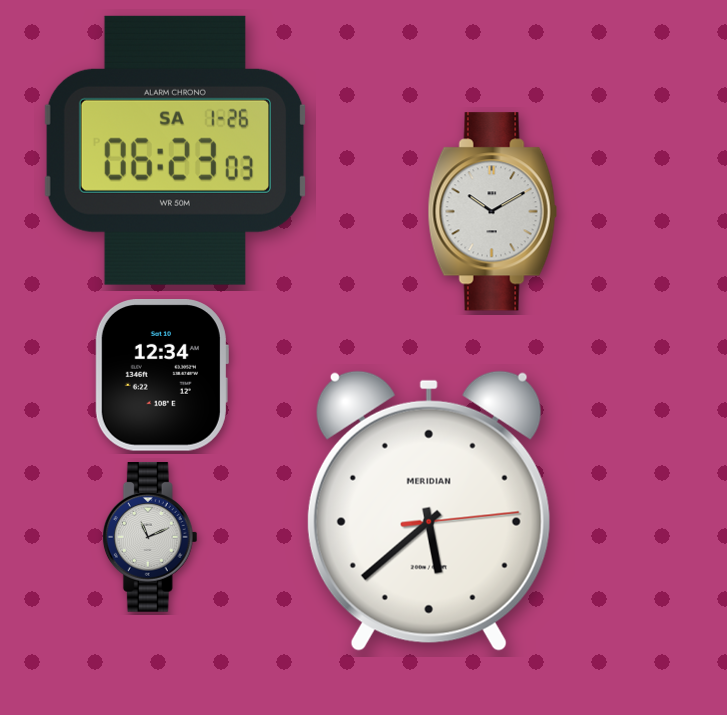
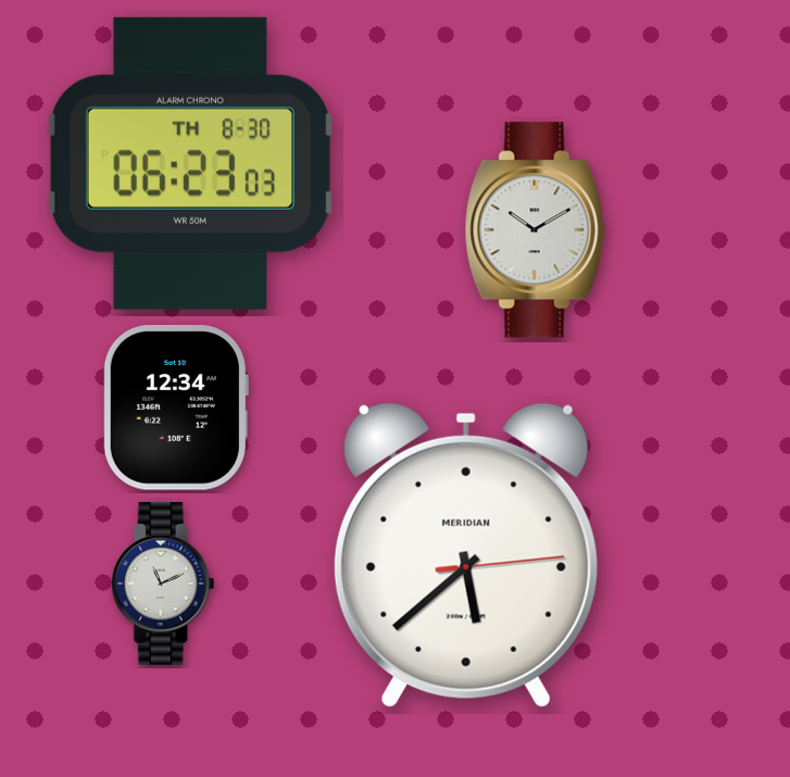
clock at (175, 150) date: SA 1-26 -> TH 8-30
